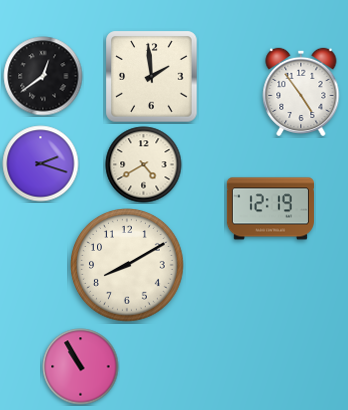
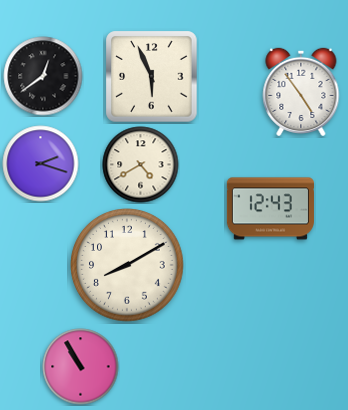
clock at (152, 77): 1:59 -> 5:56
clock at (144, 165) position: (144, 165) -> (141, 165)
clock at (270, 209): 12:19 -> 12:43
